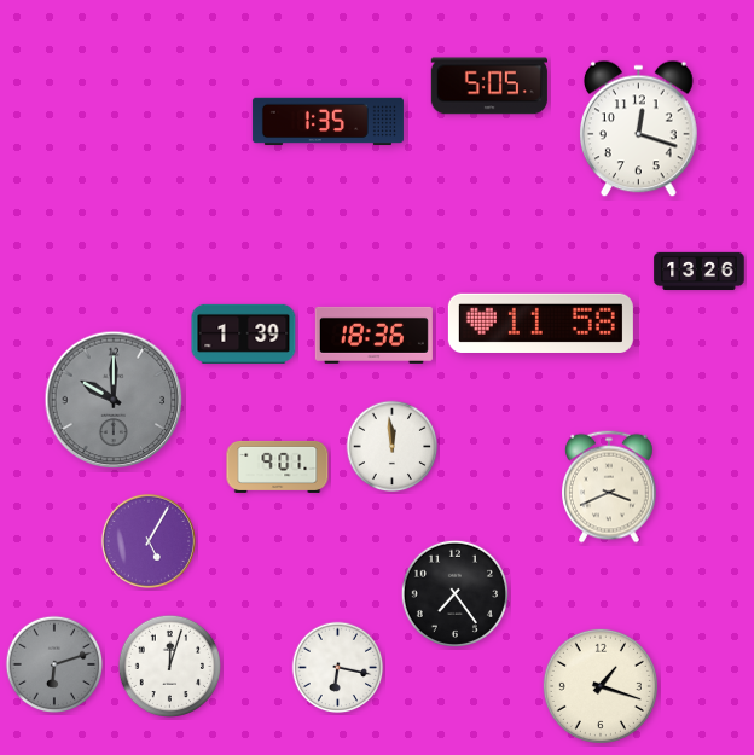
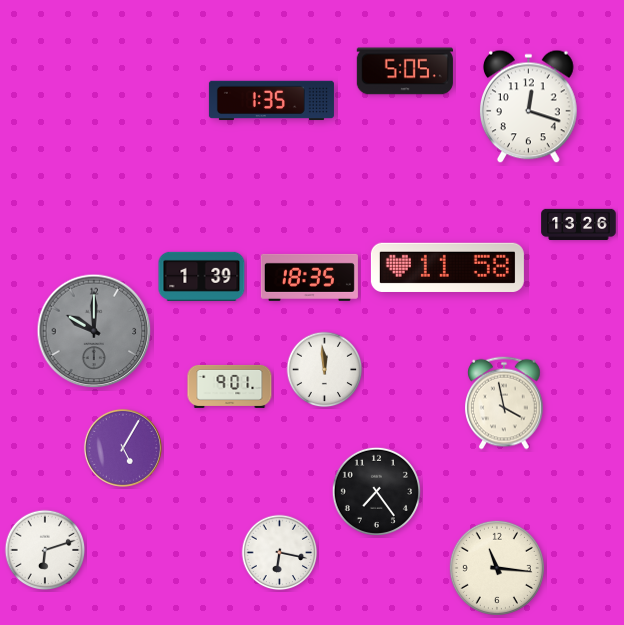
clock at (373, 335): 18:36 -> 18:35
clock at (610, 487): 3:41 -> 3:58
clock at (54, 664) dial: grey -> white
clock at (169, 666): 12:03 -> none
clock at (601, 686): 1:18 -> 11:16
